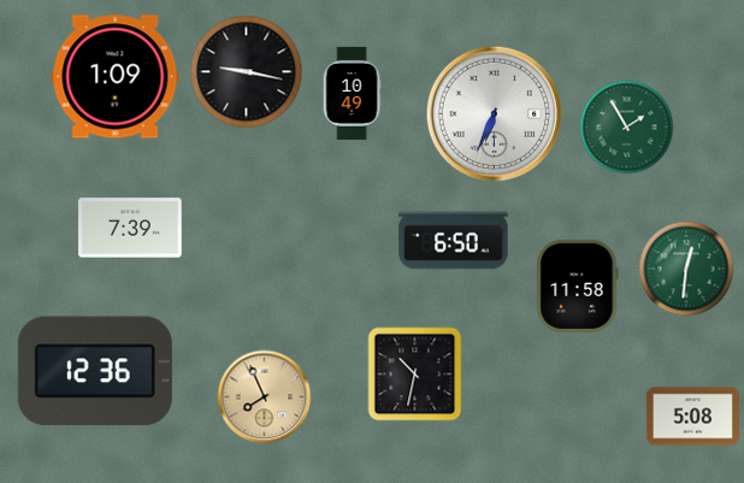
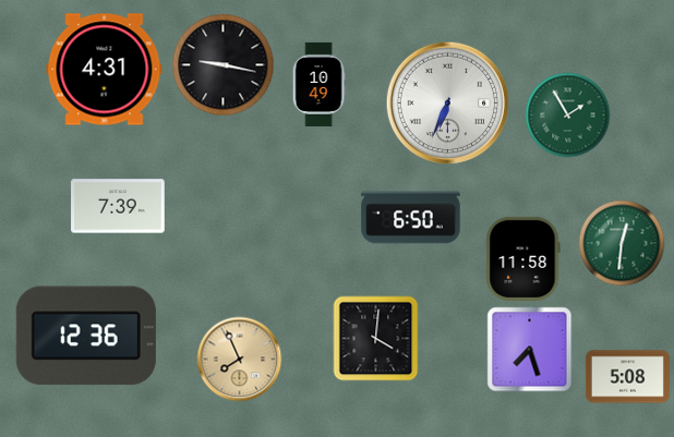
clock at (116, 77): 1:09 -> 4:31
clock at (414, 373): 10:32 -> 4:01
clock at (529, 349): none -> 7:27
